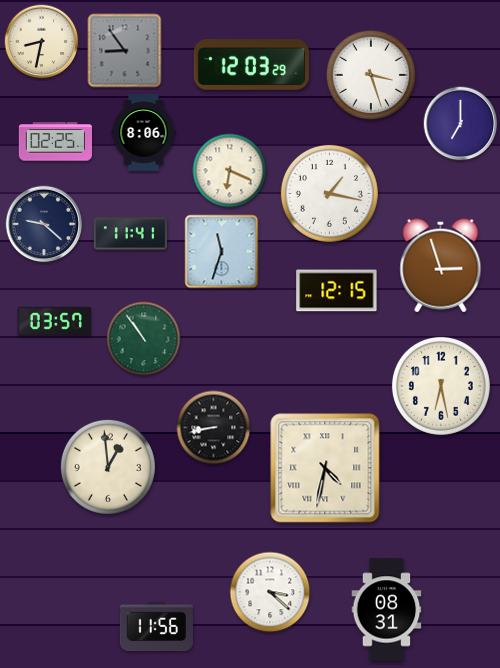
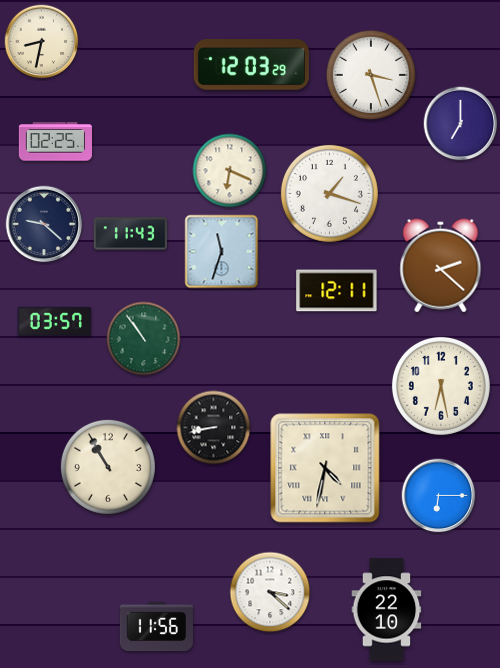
clock at (125, 51): 8:54 -> none
clock at (144, 133): 8:06 -> none
clock at (329, 193): 1:17 -> 1:18
clock at (130, 234): 11:41 -> 11:43
clock at (441, 266): 2:57 -> 2:22
clock at (337, 291): 12:15 -> 12:11
clock at (108, 467): 12:59 -> 10:55
clock at (439, 496): none -> 6:15
clock at (387, 610): 08:31 -> 22:10
